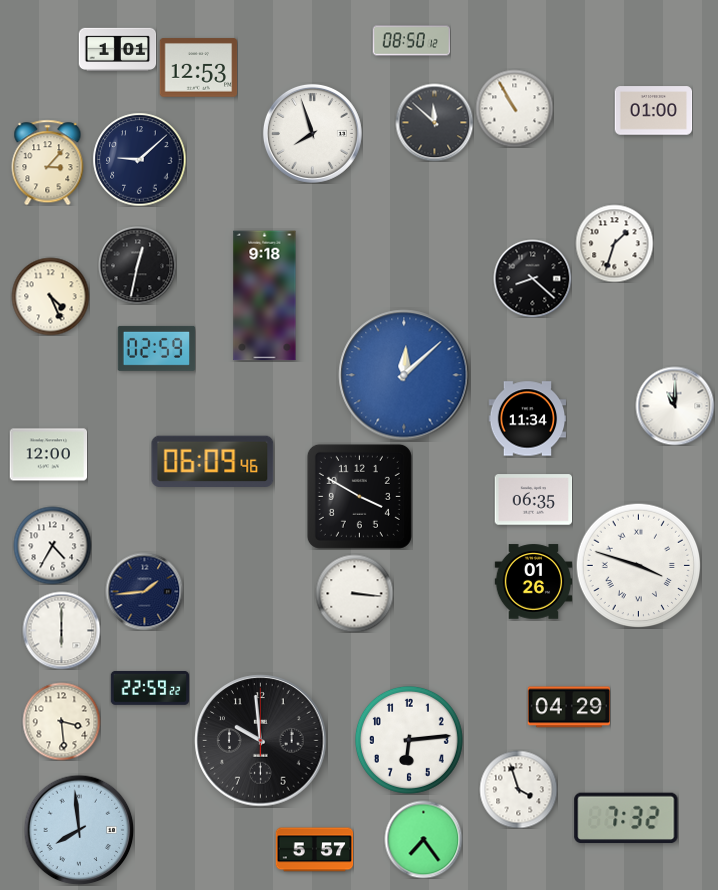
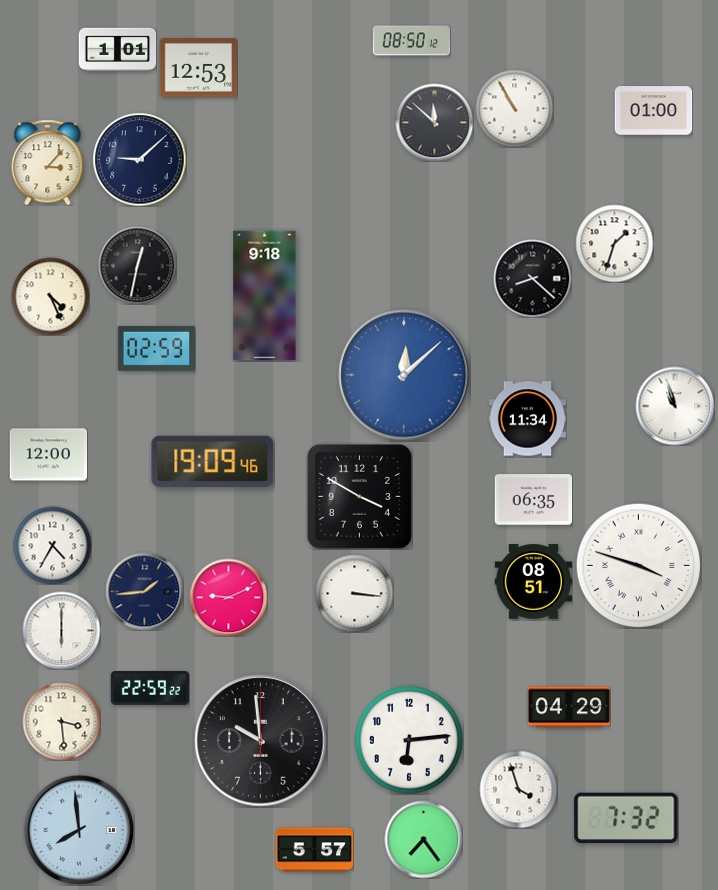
clock at (312, 133): 7:57 -> none
clock at (675, 406): 11:00 -> 10:57
clock at (213, 461): 06:09 -> 19:09
clock at (533, 582): 01:26 -> 08:51
clock at (228, 597): none -> 9:11
